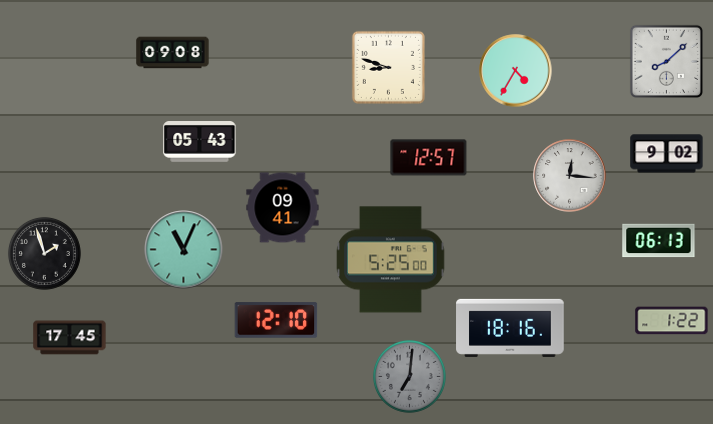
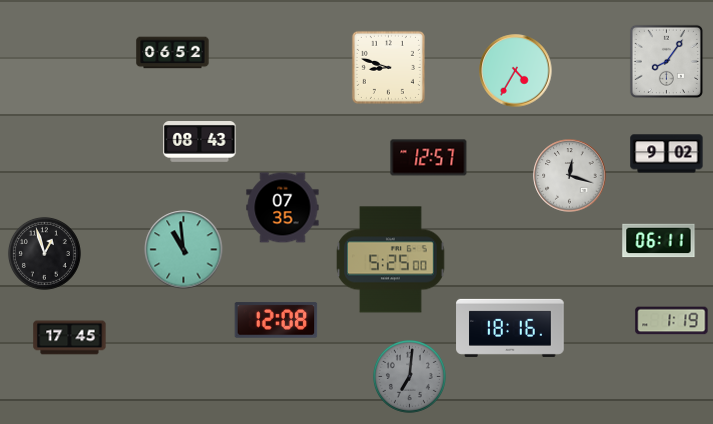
clock at (173, 53): 09:08 -> 06:52
clock at (666, 61): 8:08 -> 8:06
clock at (200, 142): 05:43 -> 08:43
clock at (570, 176): 12:16 -> 12:18
clock at (283, 208): 09:41 -> 07:35
clock at (659, 241): 06:13 -> 06:11
clock at (184, 250): 11:04 -> 10:59
clock at (44, 253): 1:57 -> 12:57
clock at (276, 320): 12:10 -> 12:08
clock at (672, 321): 1:22 -> 1:19
